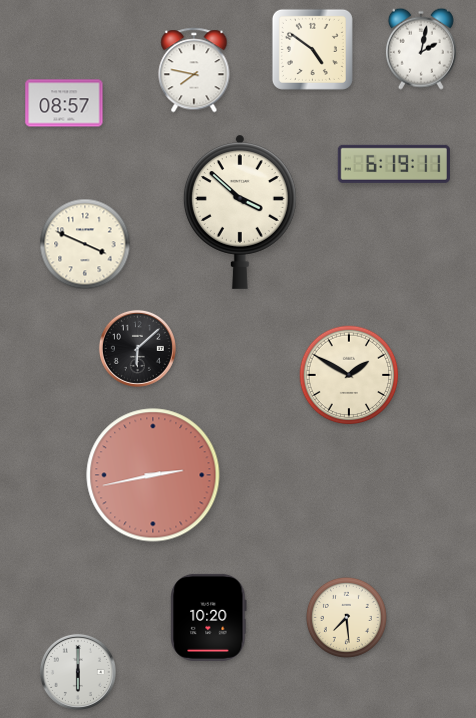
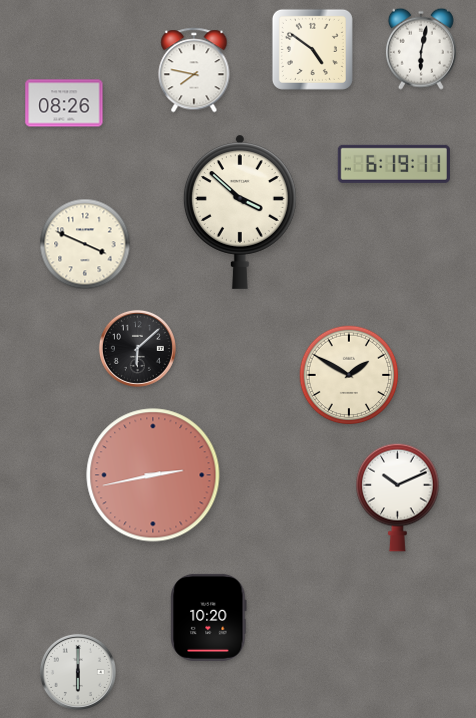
clock at (421, 49): 2:02 -> 6:02
clock at (64, 103): 08:57 -> 08:26
clock at (398, 497): none -> 10:11
clock at (346, 617): 7:29 -> none
